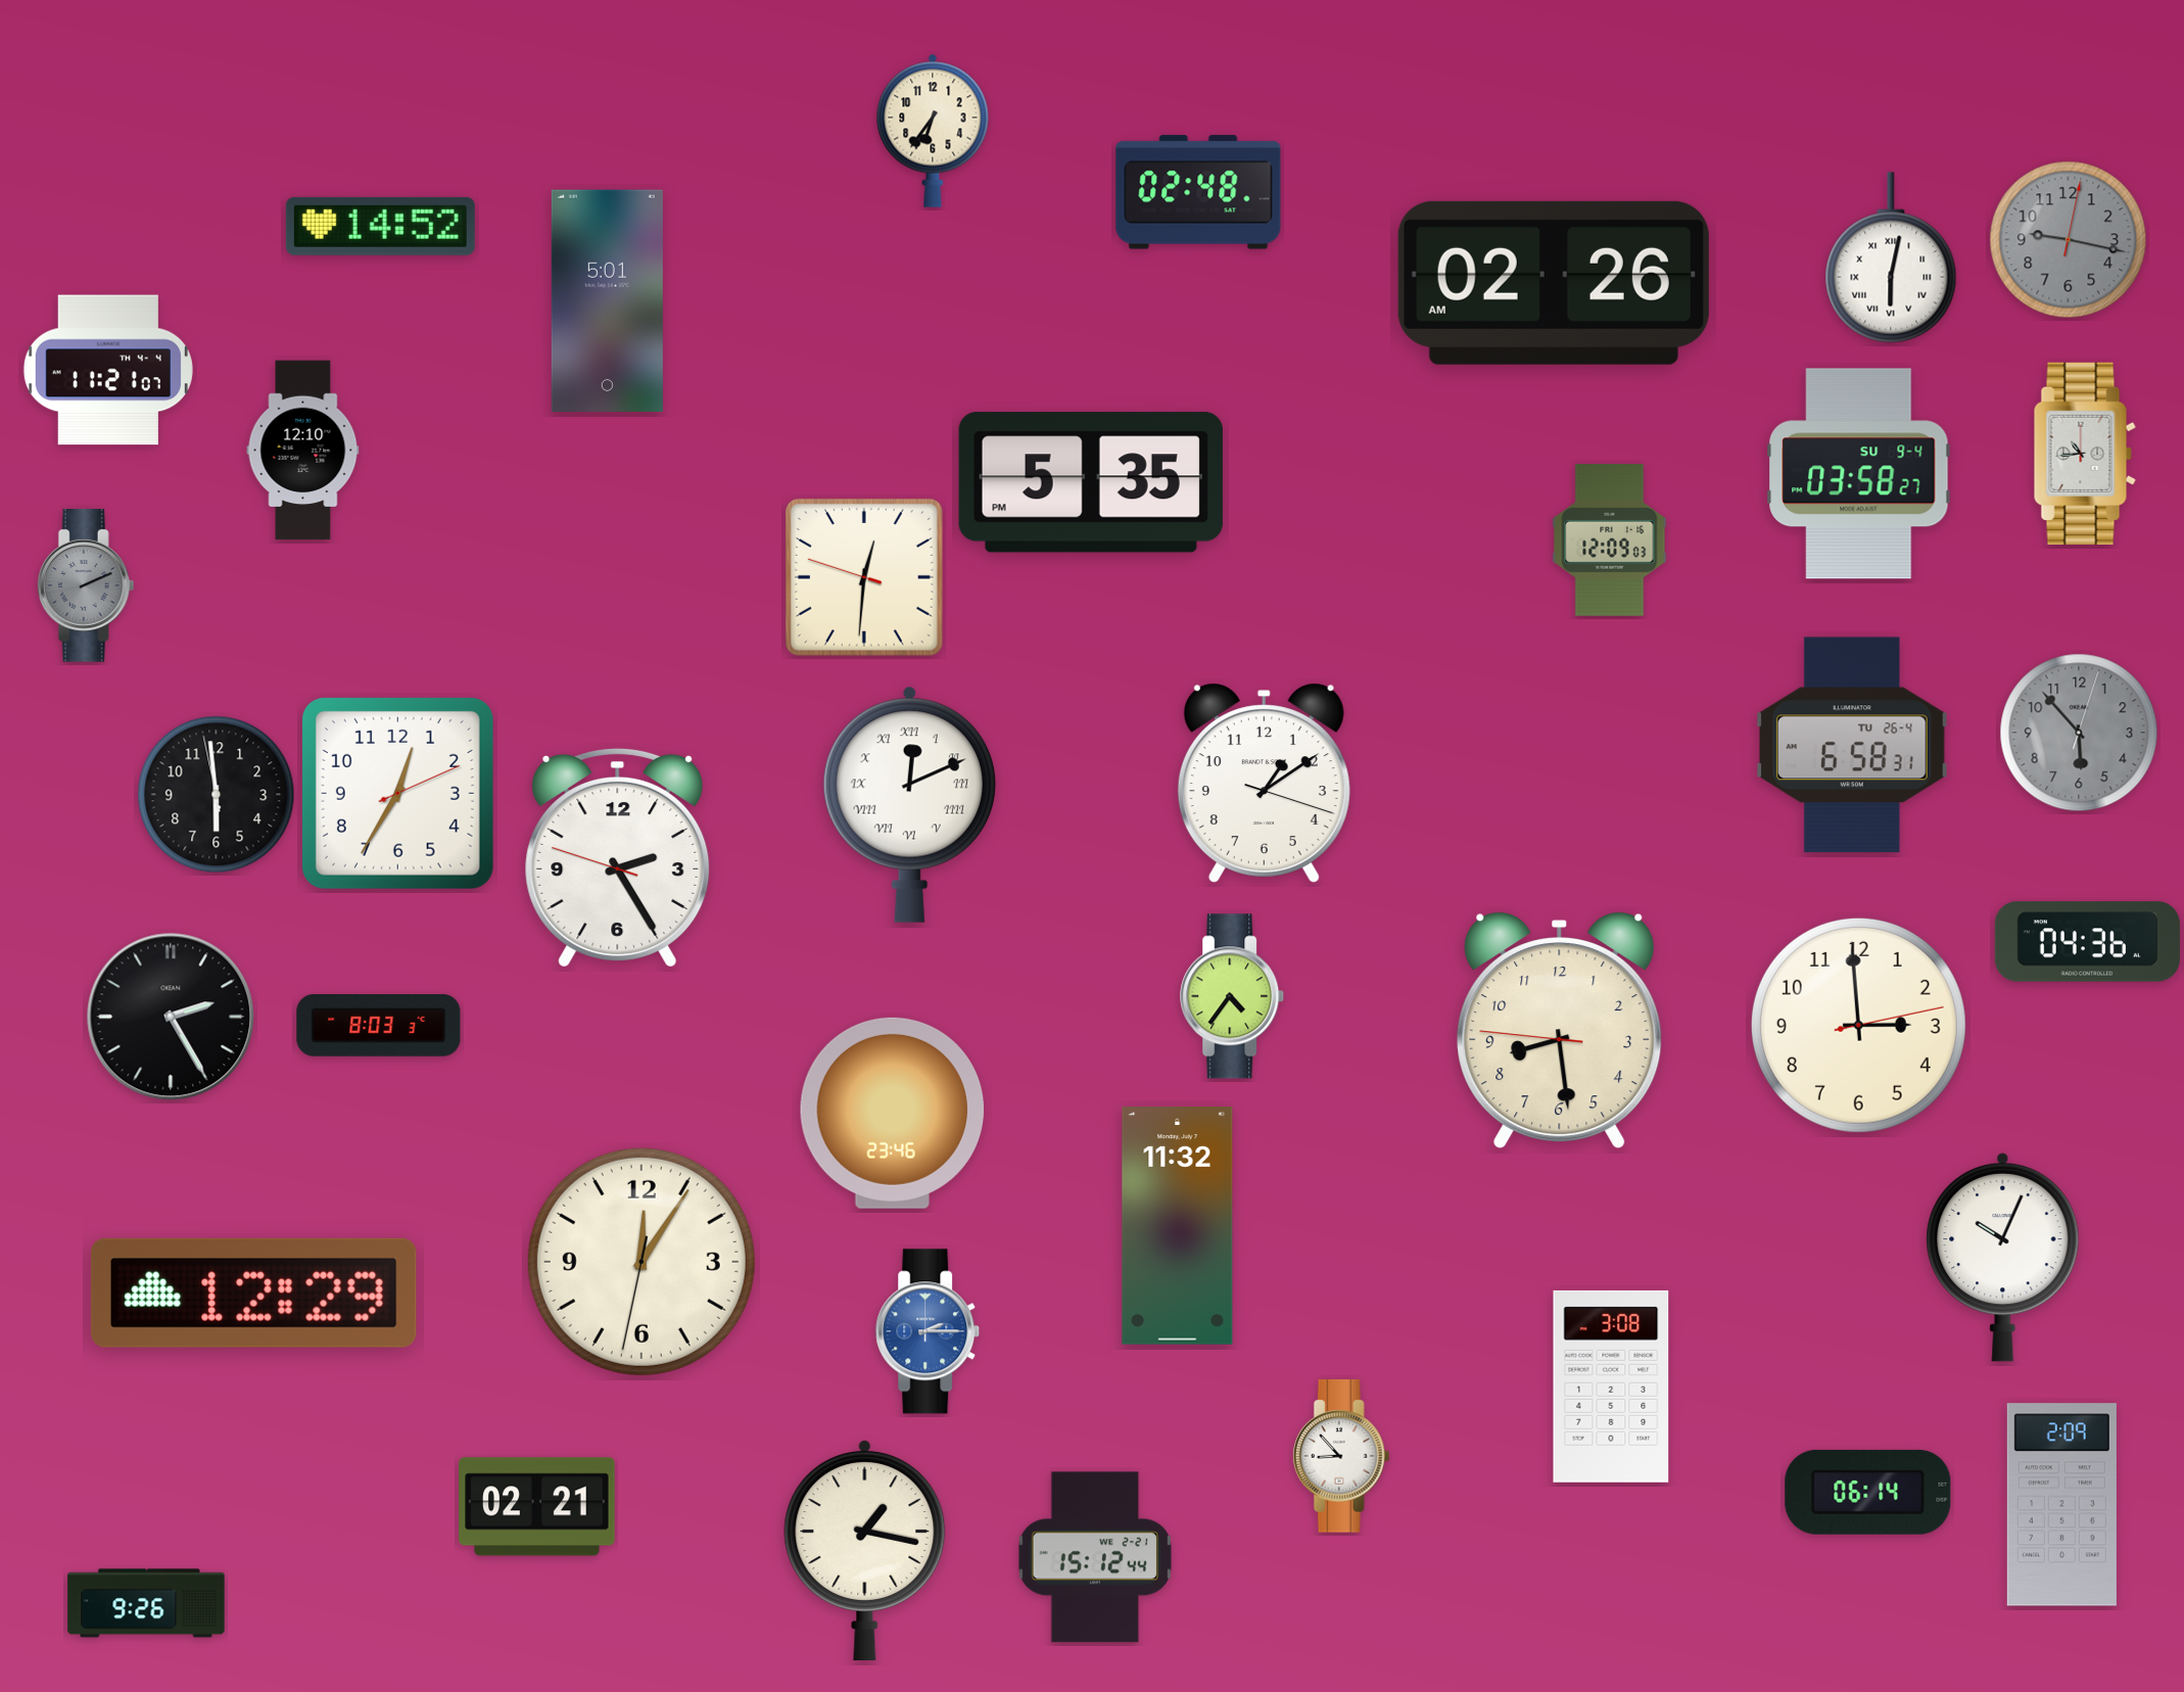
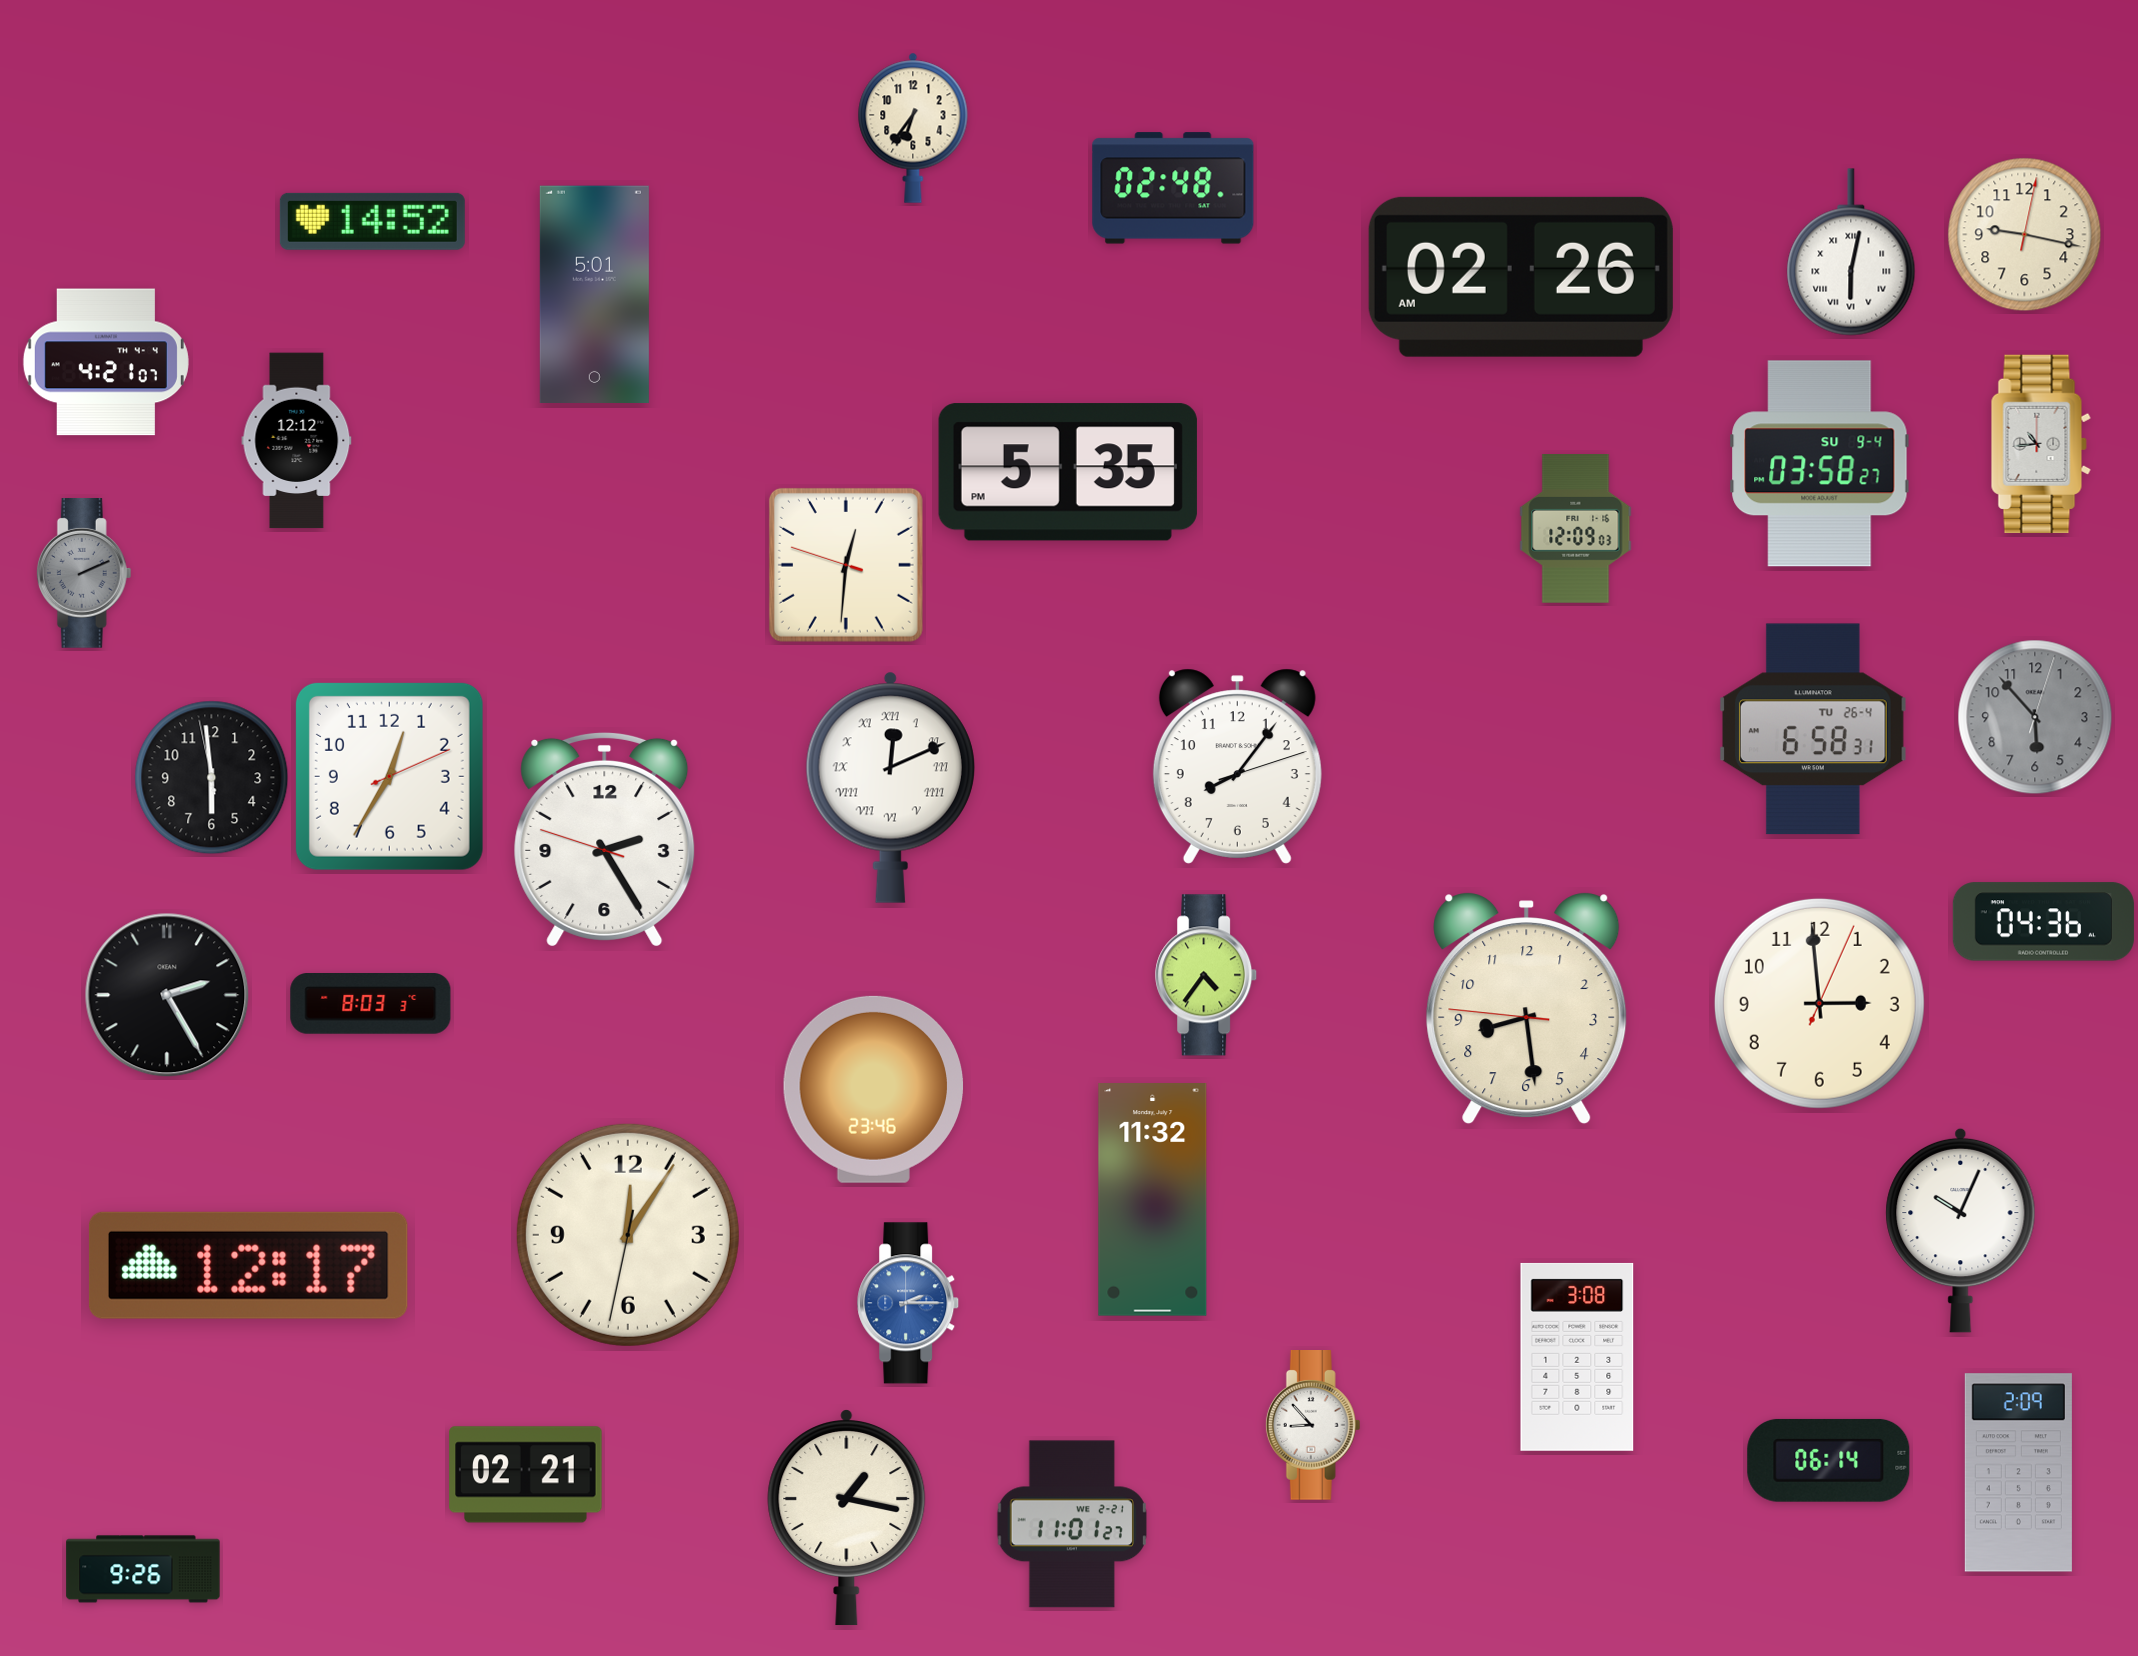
clock at (2069, 240) dial: grey -> cream
clock at (108, 370): 11:21 -> 4:21
clock at (303, 451): 12:10 -> 12:12
clock at (1264, 783): 1:09 -> 8:06
clock at (1858, 1025): 2:59:13 -> 2:59:04
clock at (253, 1293): 12:29 -> 12:17
clock at (1095, 1557): 15:12 -> 11:01
